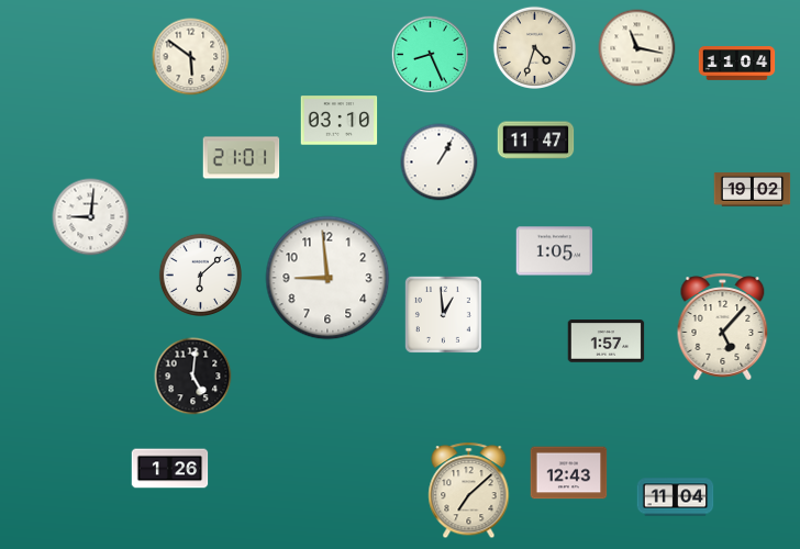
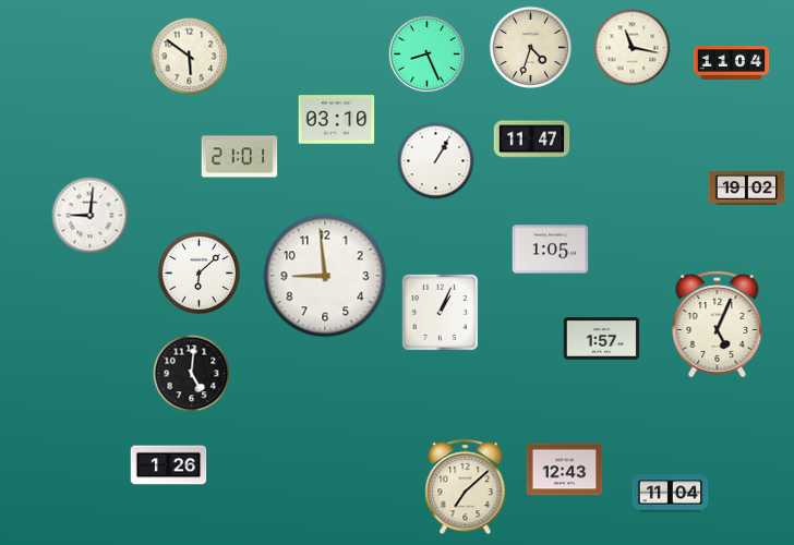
clock at (443, 314): 12:59 -> 1:04
clock at (723, 327): 5:07 -> 5:04
